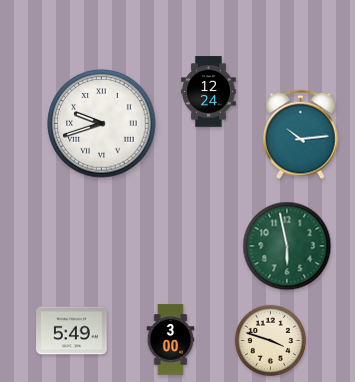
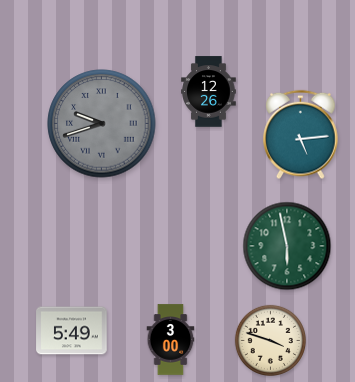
clock at (209, 92): 12:24 -> 12:26
clock at (102, 124) dial: white -> grey
clock at (301, 135): 10:14 -> 5:14
